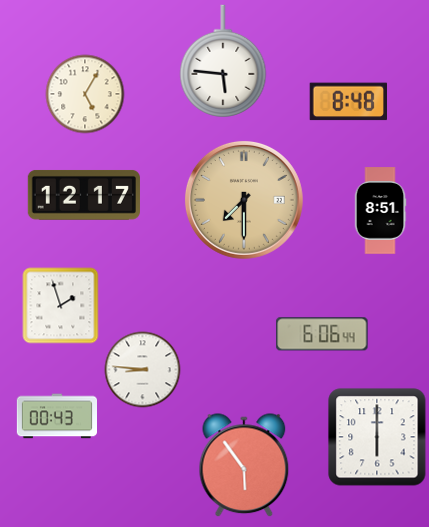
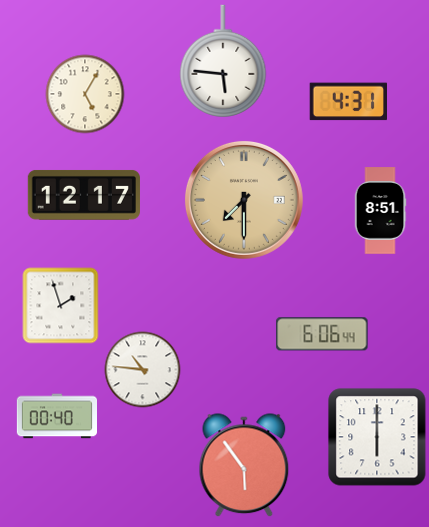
clock at (348, 102): 8:48 -> 4:31
clock at (143, 370): 8:46 -> 10:46
clock at (56, 416): 00:43 -> 00:40
